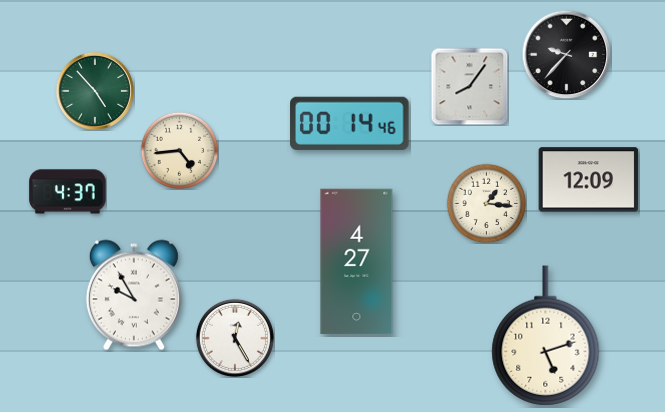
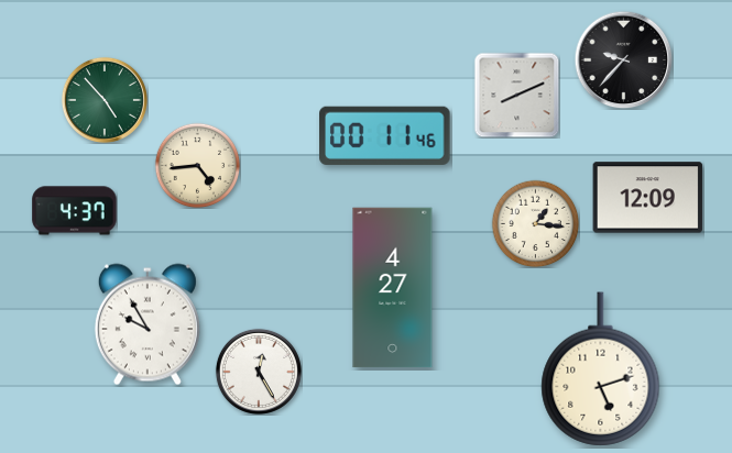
clock at (469, 86): 8:06 -> 8:11
clock at (350, 123): 00:14 -> 00:11
